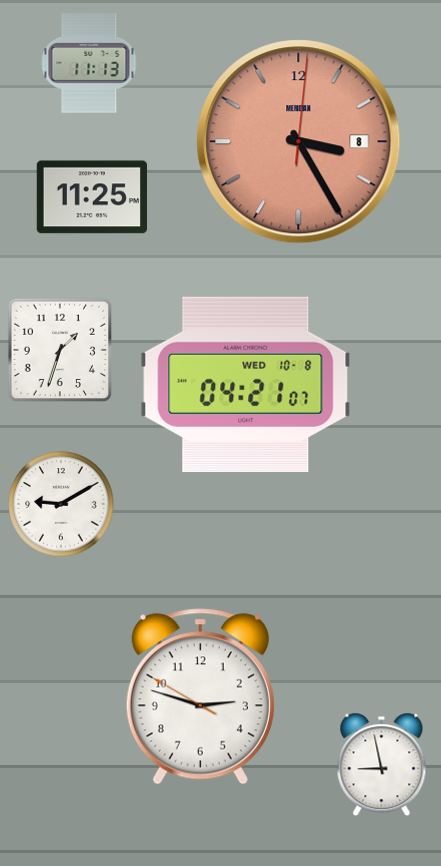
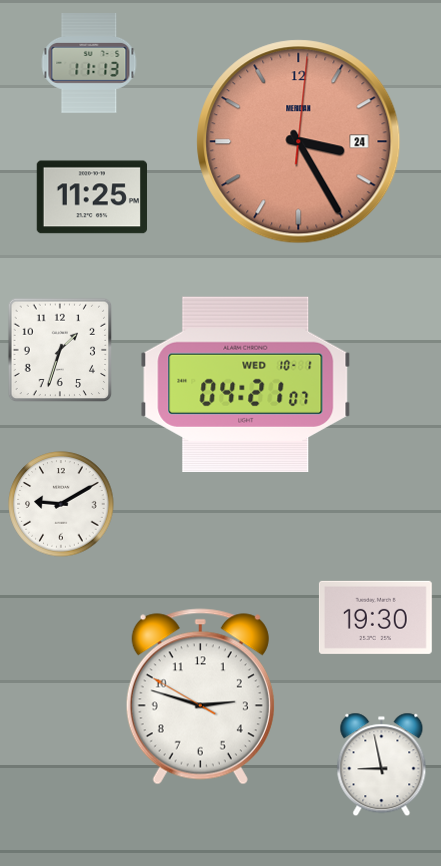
clock at (299, 142) date: 8 -> 24
clock at (246, 384) date: WED 10-8 -> WED 10-1
clock at (375, 617): none -> 19:30
